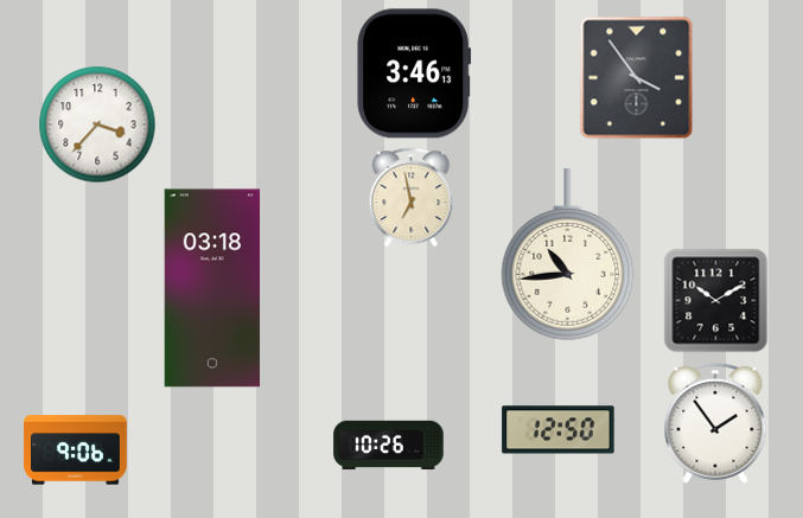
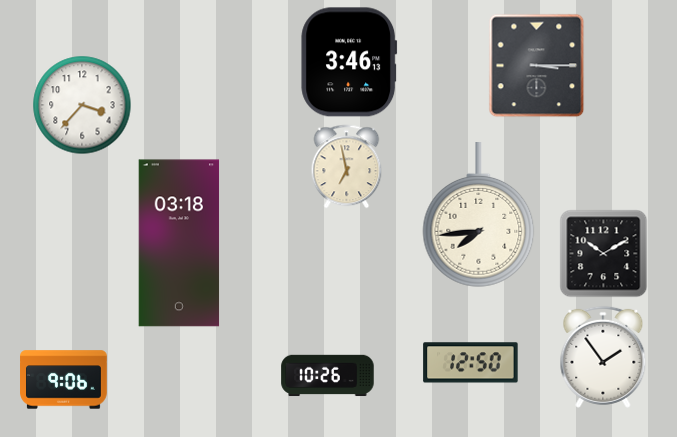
clock at (637, 77): 3:54 -> 3:15
clock at (568, 255): 10:44 -> 7:44
